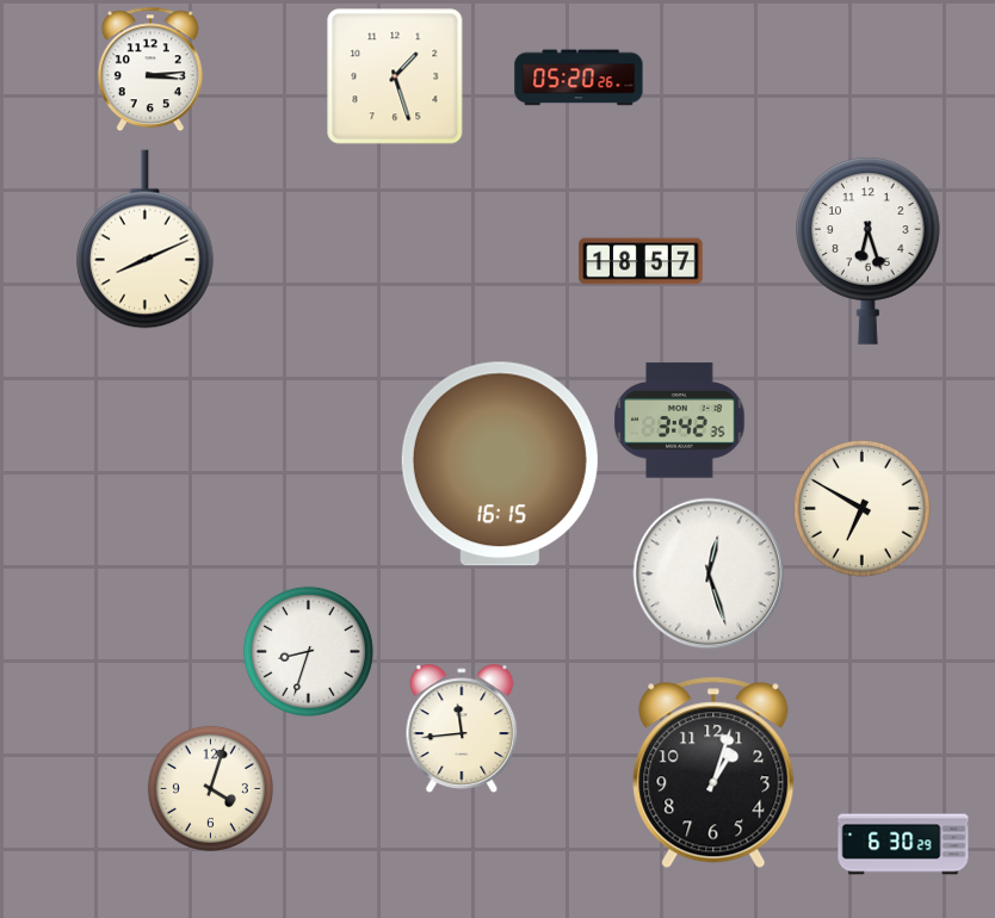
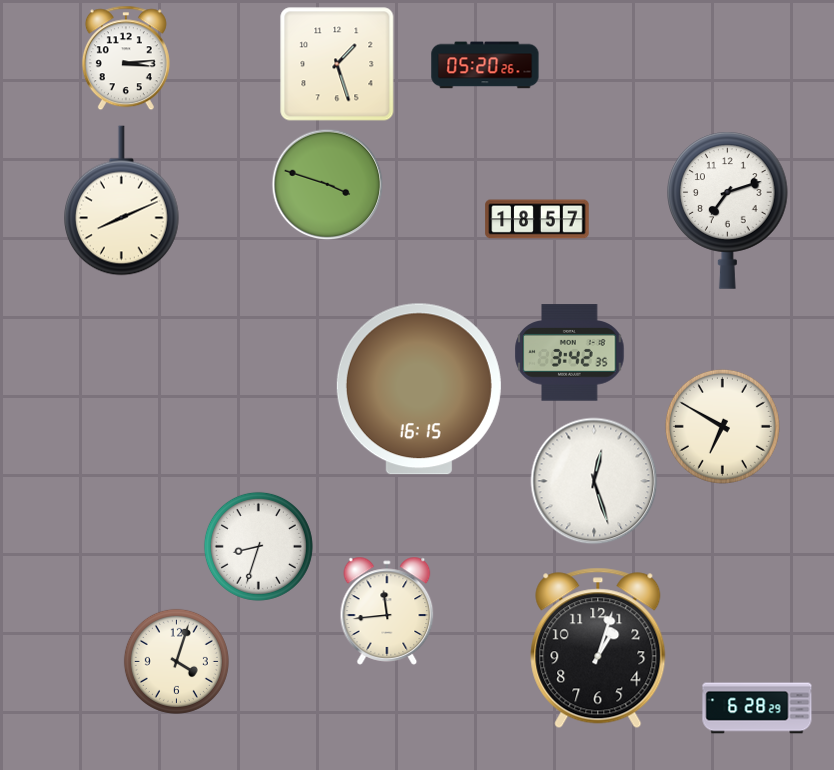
clock at (395, 76) position: (395, 76) -> (337, 64)
clock at (328, 185): none -> 3:48
clock at (869, 250): 6:27 -> 7:12
clock at (903, 844): 6:30 -> 6:28
